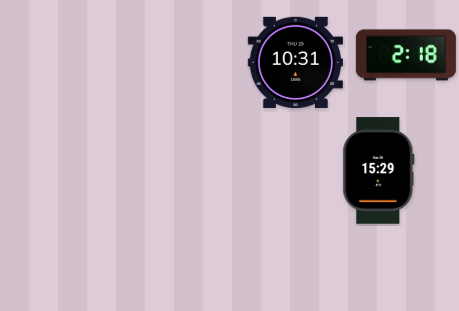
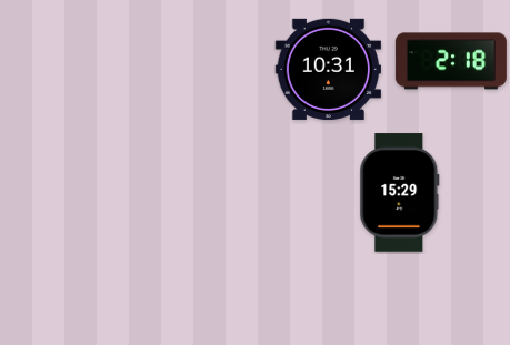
clock at (379, 171) position: (379, 171) -> (400, 193)
